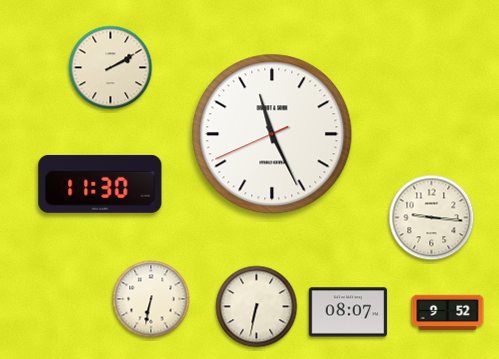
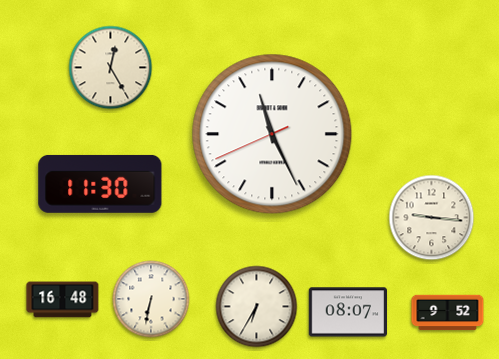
clock at (111, 68): 2:10 -> 12:25
clock at (63, 300): none -> 16:48
clock at (257, 307): 6:32 -> 6:35
